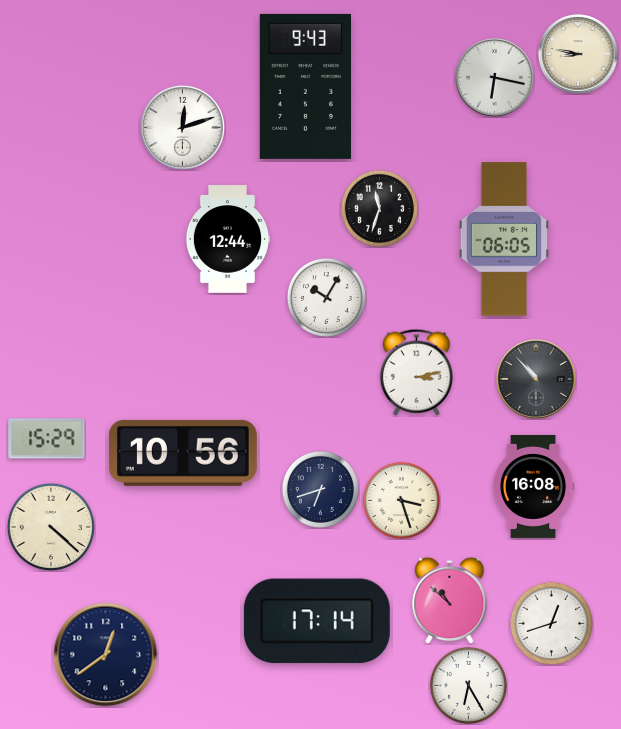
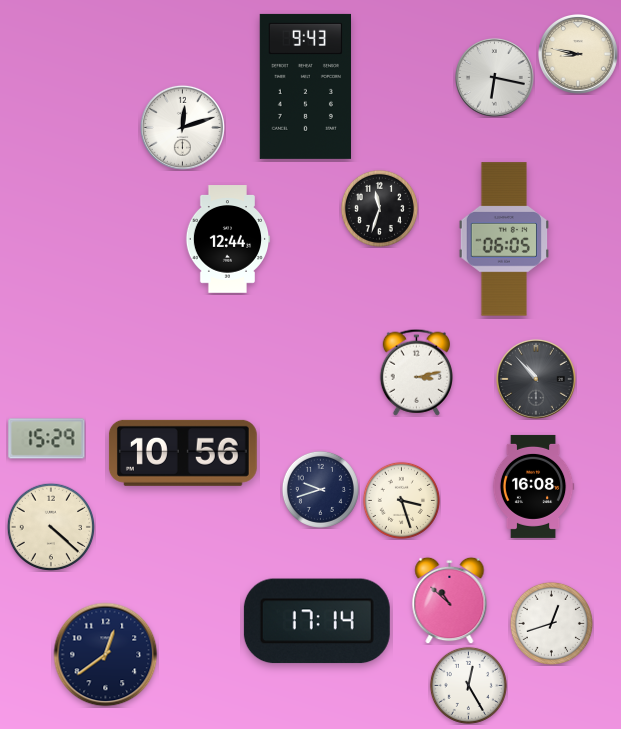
clock at (326, 297): 10:05 -> none
clock at (320, 489): 6:42 -> 9:42
clock at (468, 685): 6:25 -> 12:25
